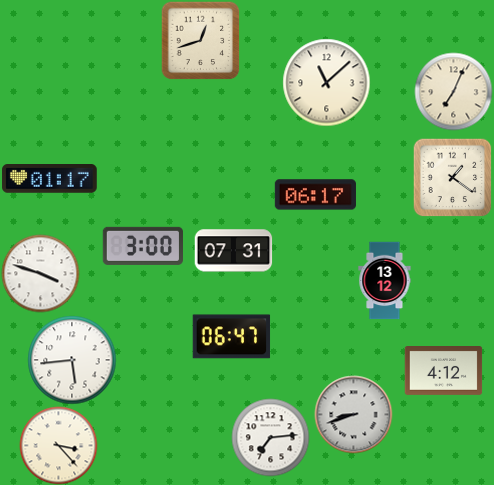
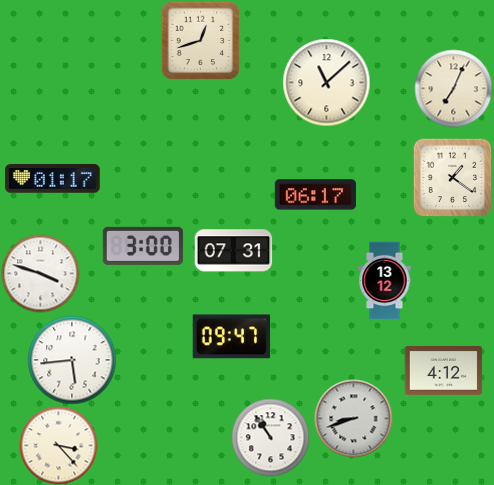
clock at (453, 91) position: (453, 91) -> (453, 88)
clock at (50, 179) position: (50, 179) -> (53, 179)
clock at (231, 337): 06:47 -> 09:47
clock at (353, 414) position: (353, 414) -> (353, 418)
clock at (270, 437): 7:14 -> 10:54
